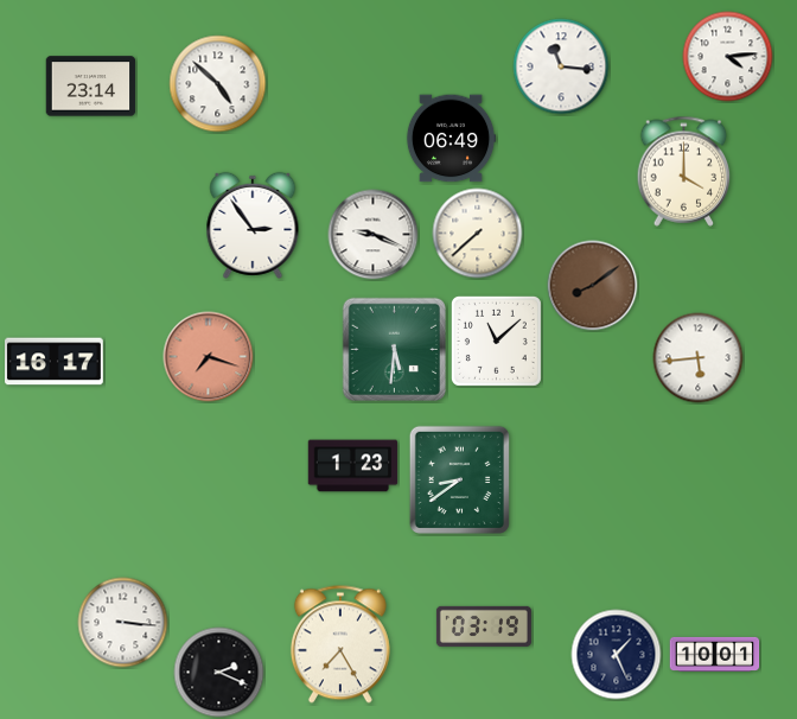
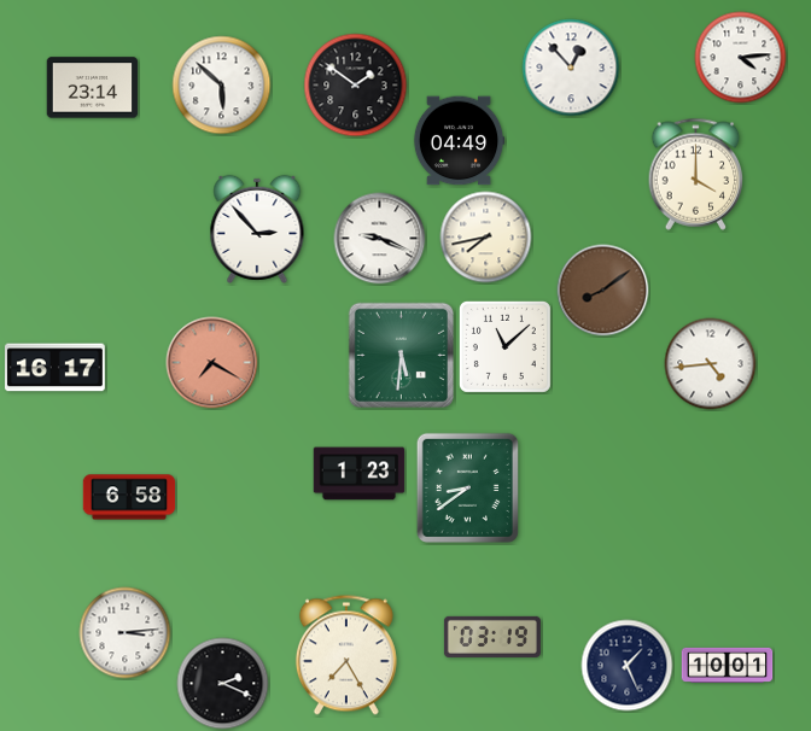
clock at (561, 66): 11:16 -> 12:53
clock at (218, 84): 4:52 -> 5:52
clock at (356, 86): none -> 1:51
clock at (451, 139): 06:49 -> 04:49
clock at (253, 225): 2:54 -> 2:53
clock at (478, 234): 7:38 -> 7:43
clock at (209, 357): 7:18 -> 7:20
clock at (699, 358): 5:44 -> 4:44
clock at (129, 497): none -> 6:58
clock at (123, 623): 3:16 -> 3:14
